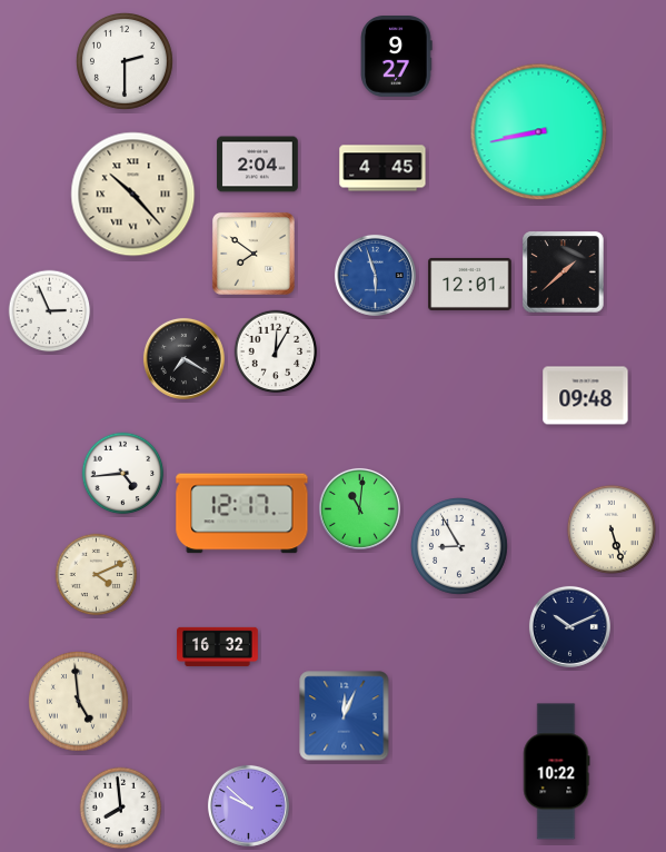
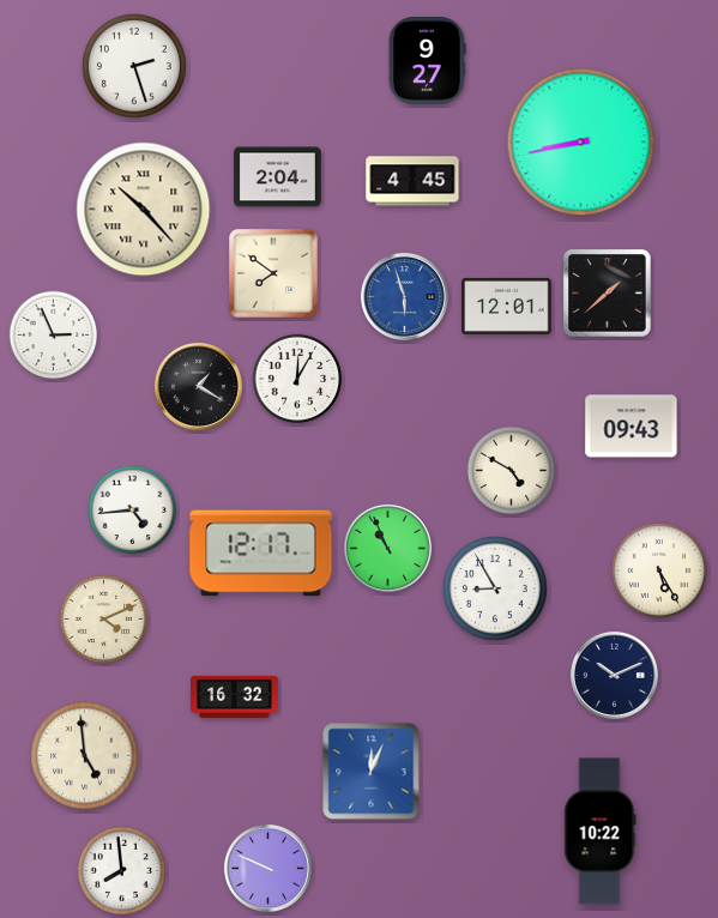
clock at (126, 62): 2:30 -> 2:27
clock at (183, 358): 7:20 -> 1:20
clock at (586, 396): 09:48 -> 09:43
clock at (512, 471): none -> 4:50
clock at (359, 508): 11:01 -> 10:56
clock at (612, 529): 5:27 -> 5:25
clock at (248, 805): 9:52 -> 9:49
clock at (121, 809) position: (121, 809) -> (122, 871)
